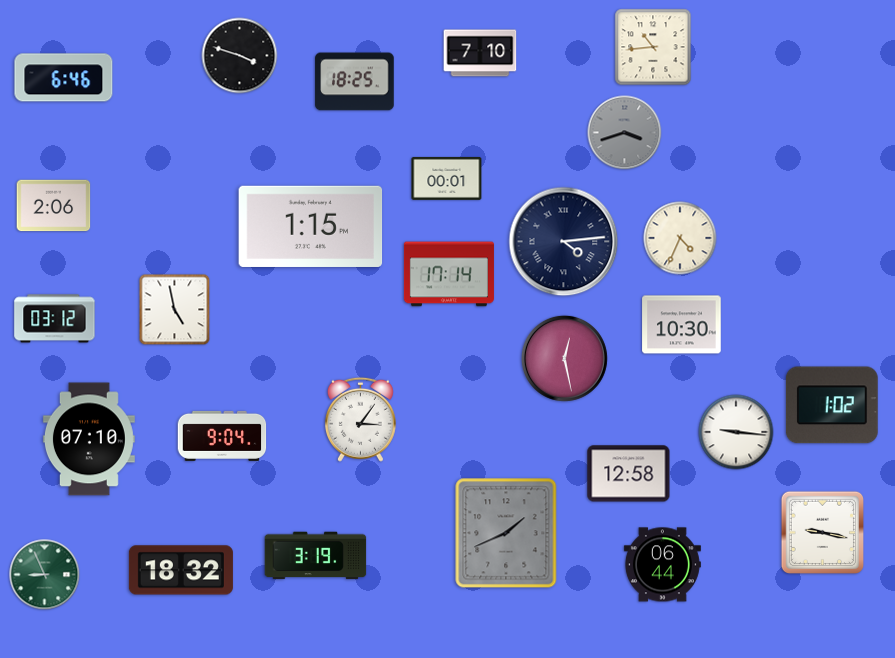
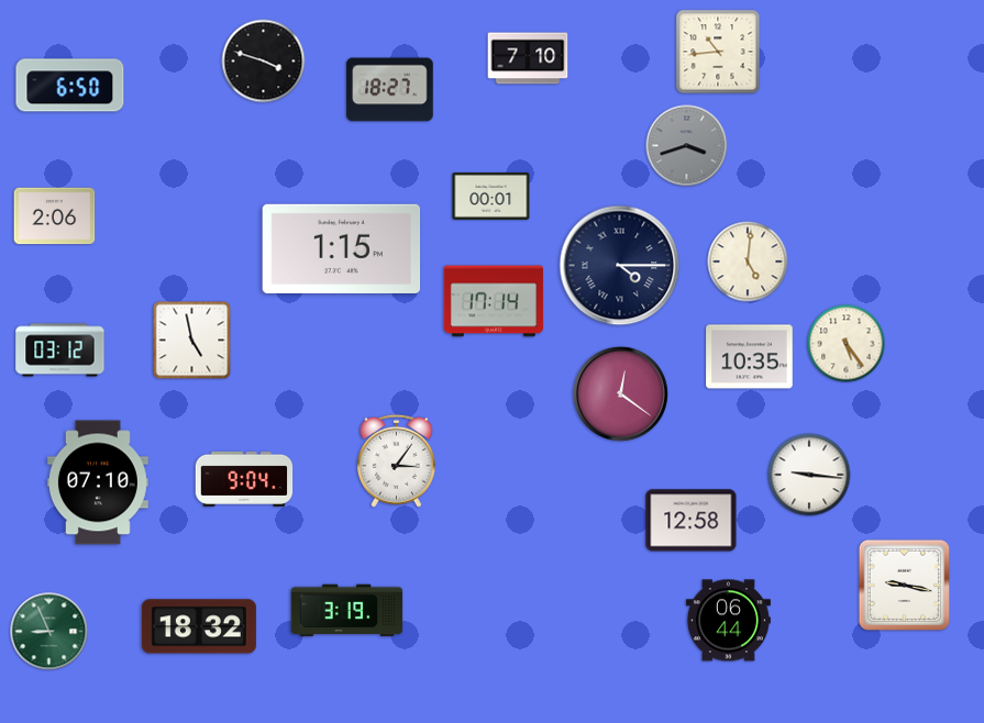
clock at (64, 78): 6:46 -> 6:50
clock at (355, 82): 18:25 -> 18:27
clock at (54, 206) position: (54, 206) -> (55, 216)
clock at (680, 238): 4:34 -> 5:01
clock at (564, 242): 4:14 -> 4:15
clock at (847, 344): none -> 5:24
clock at (682, 325): 10:30 -> 10:35
clock at (564, 358): 12:28 -> 12:21
clock at (832, 405): 1:02 -> none
clock at (506, 533): 1:41 -> none
